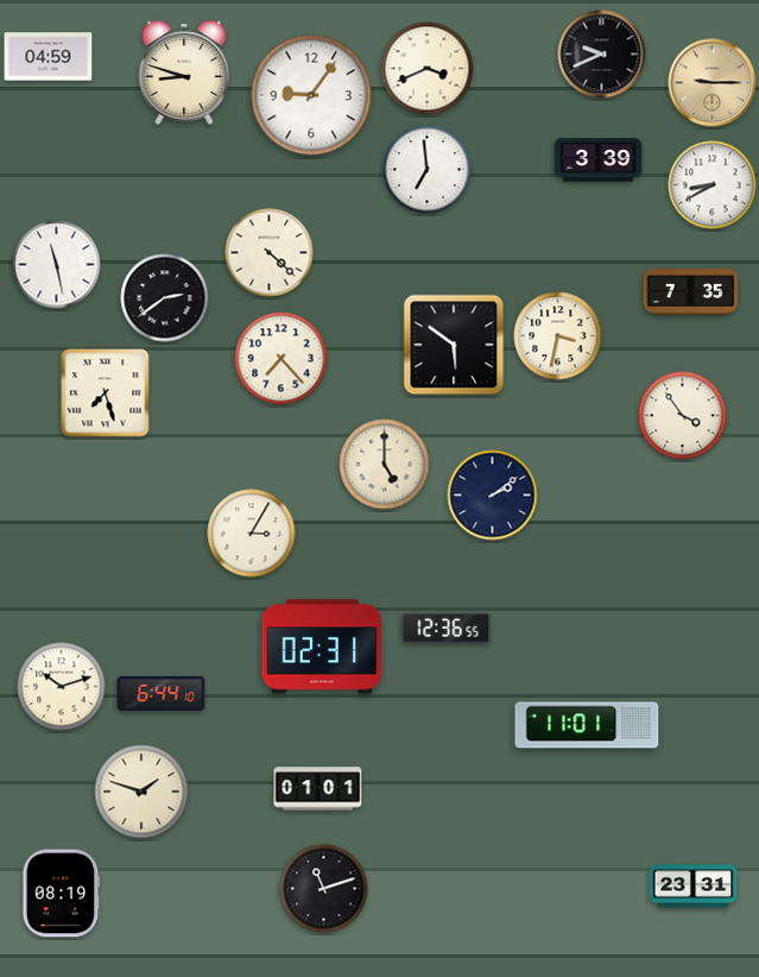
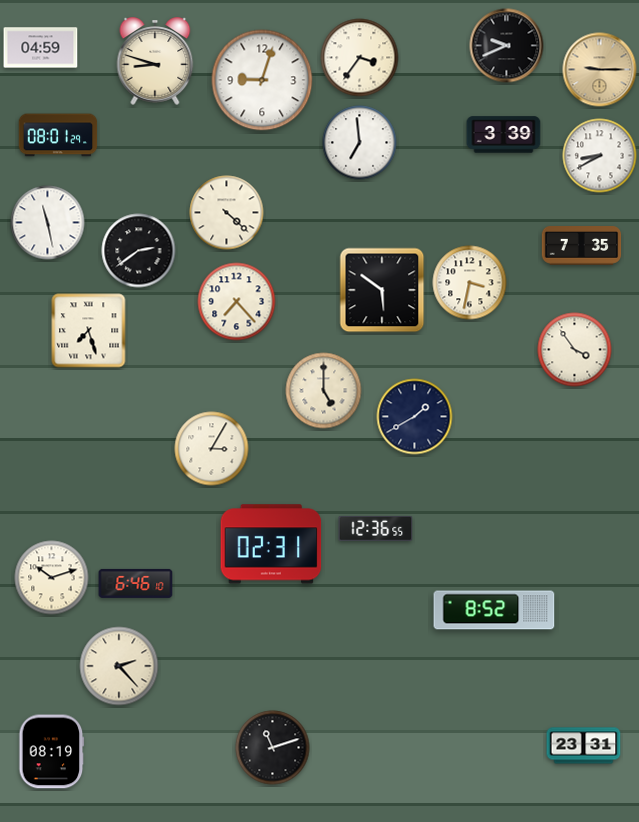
clock at (428, 69): 3:41 -> 3:36
clock at (311, 95): 9:06 -> 9:03
clock at (58, 135): none -> 08:01
clock at (493, 496): 2:09 -> 1:40
clock at (162, 693): 6:44 -> 6:46
clock at (587, 725): 11:01 -> 8:52
clock at (318, 789): 01:01 -> none
clock at (141, 792): 1:48 -> 2:23
